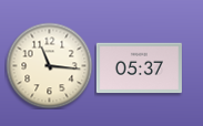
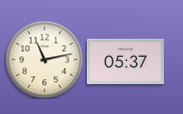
clock at (49, 65): 11:16 -> 11:13
